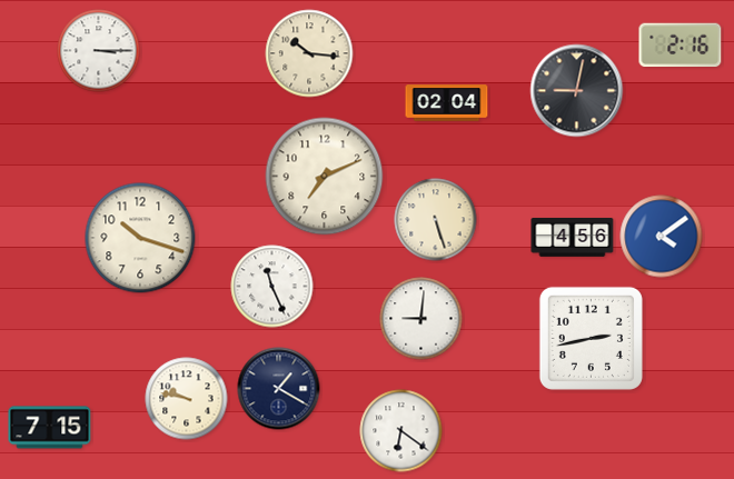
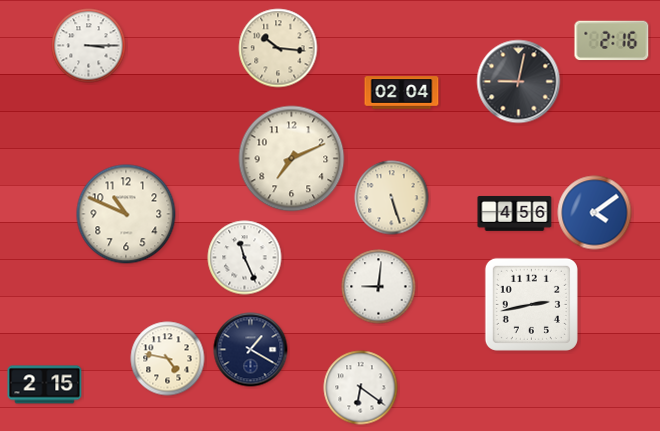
clock at (140, 238): 10:18 -> 10:49
clock at (187, 399): 9:47 -> 4:47
clock at (50, 428): 7:15 -> 2:15
